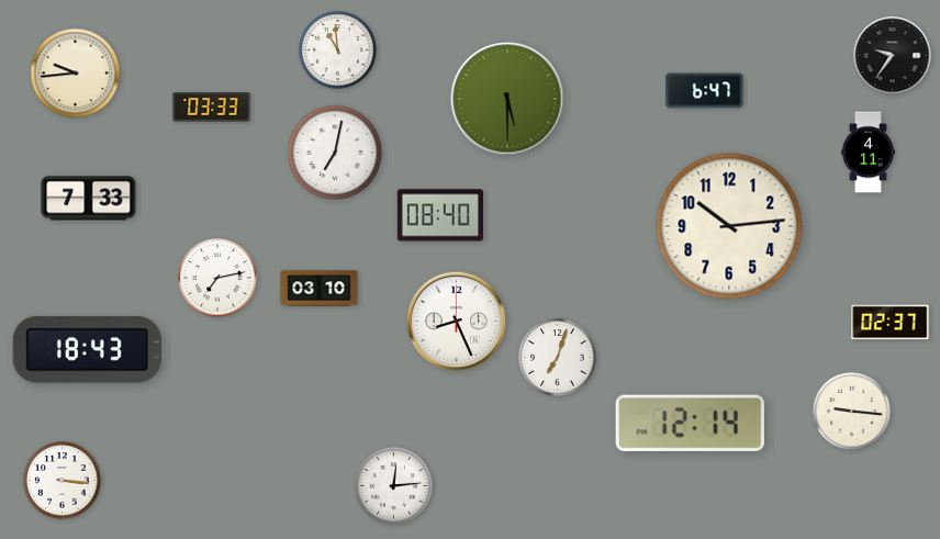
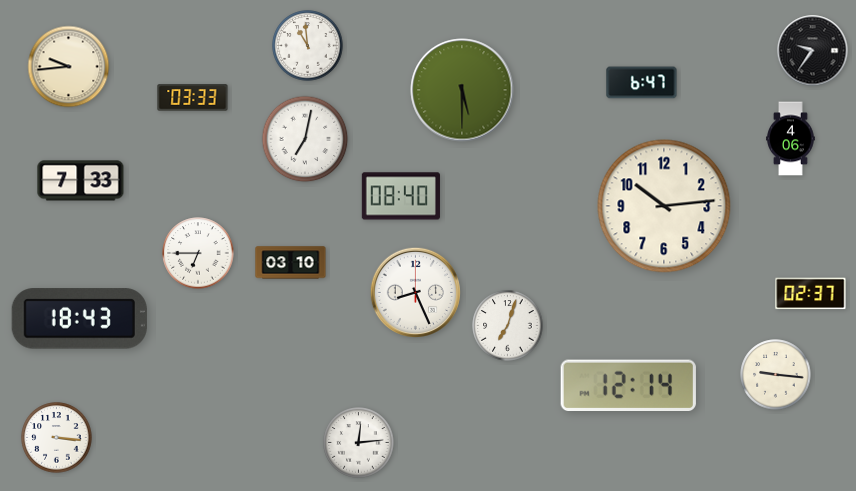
clock at (869, 153): 4:11 -> 4:06
clock at (217, 278): 7:13 -> 6:45
